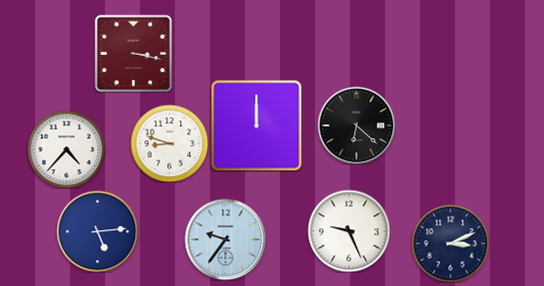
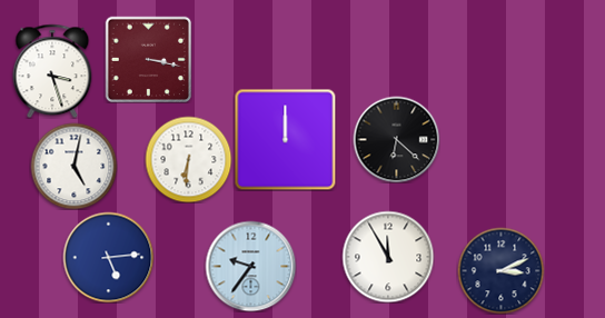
clock at (52, 71): none -> 3:27
clock at (169, 143): 8:48 -> 6:31
clock at (66, 149): 4:37 -> 5:02
clock at (349, 231): 9:26 -> 11:55
